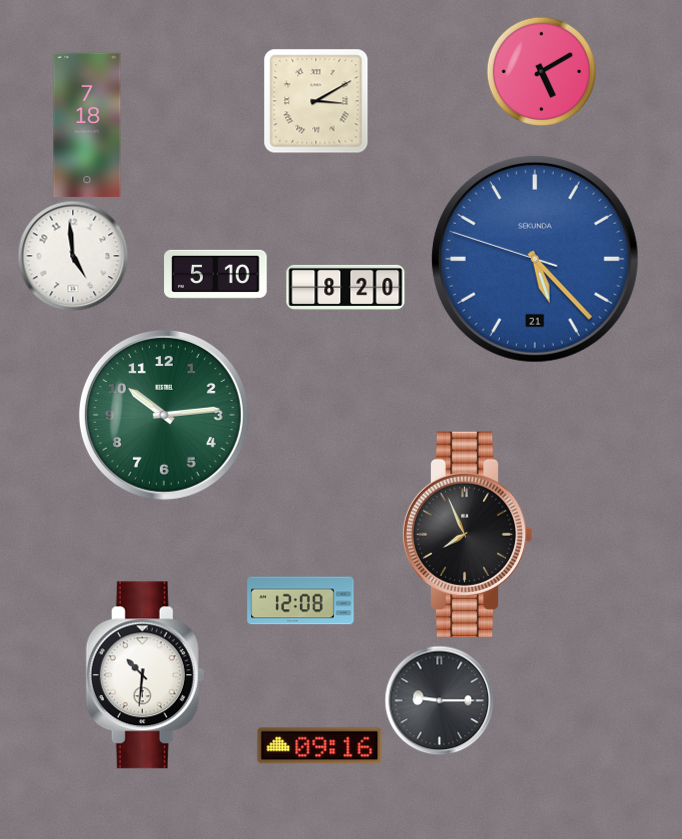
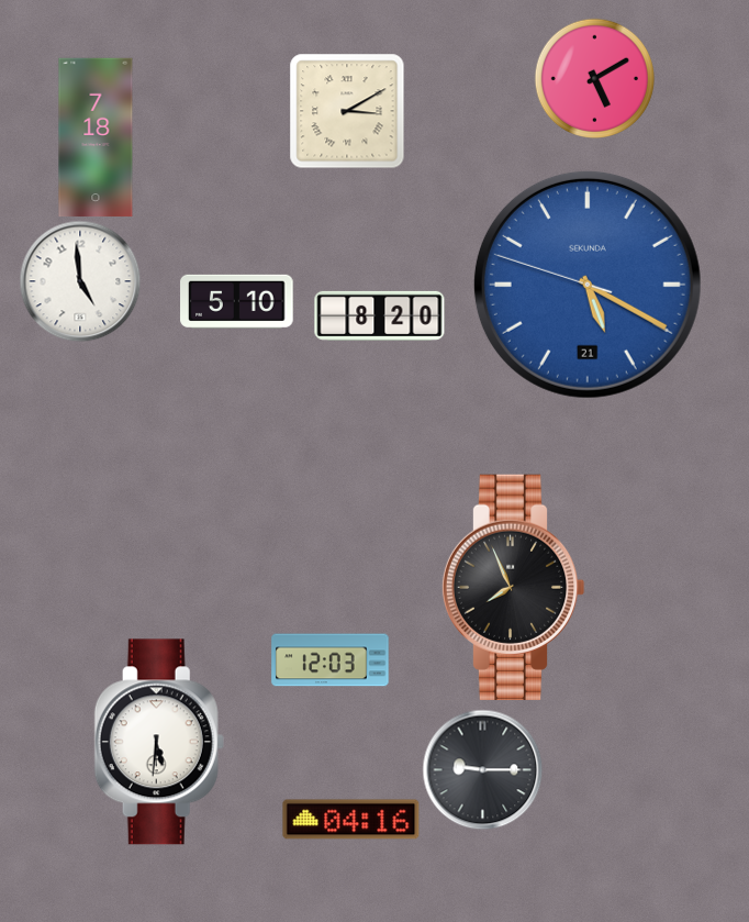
clock at (535, 259): 5:22 -> 5:19
clock at (164, 415): 10:14 -> none
clock at (301, 601): 12:08 -> 12:03
clock at (145, 675): 10:31 -> 5:31
clock at (320, 746): 09:16 -> 04:16
